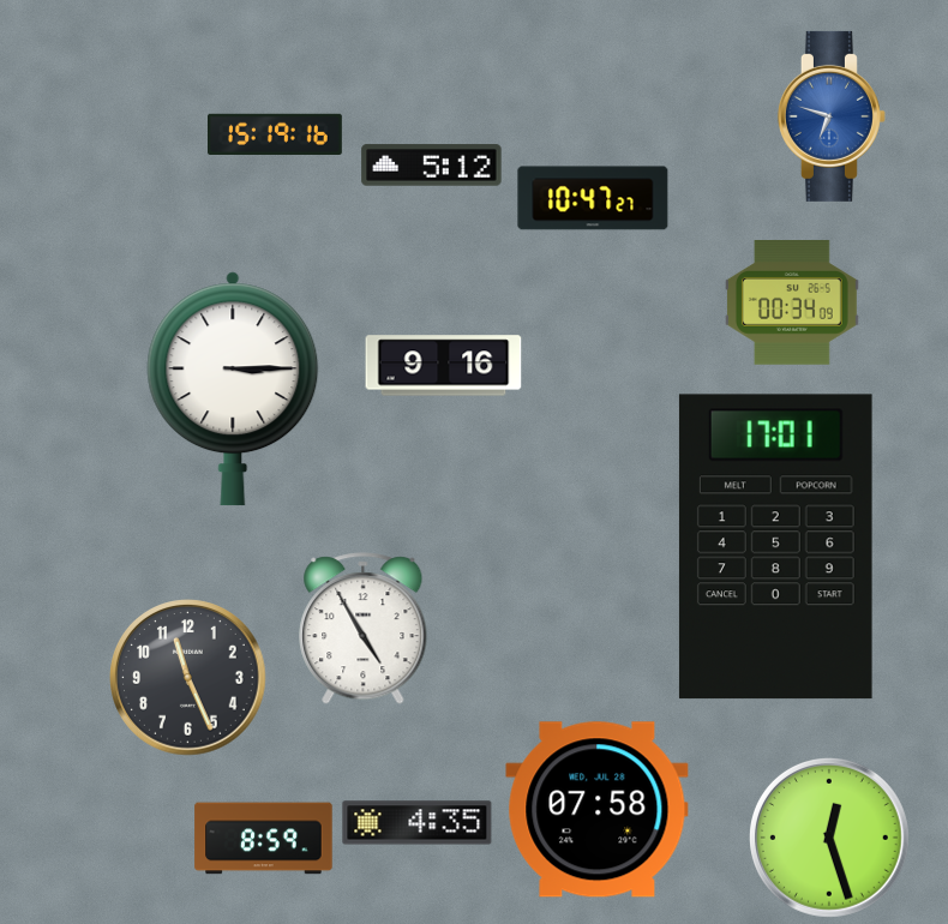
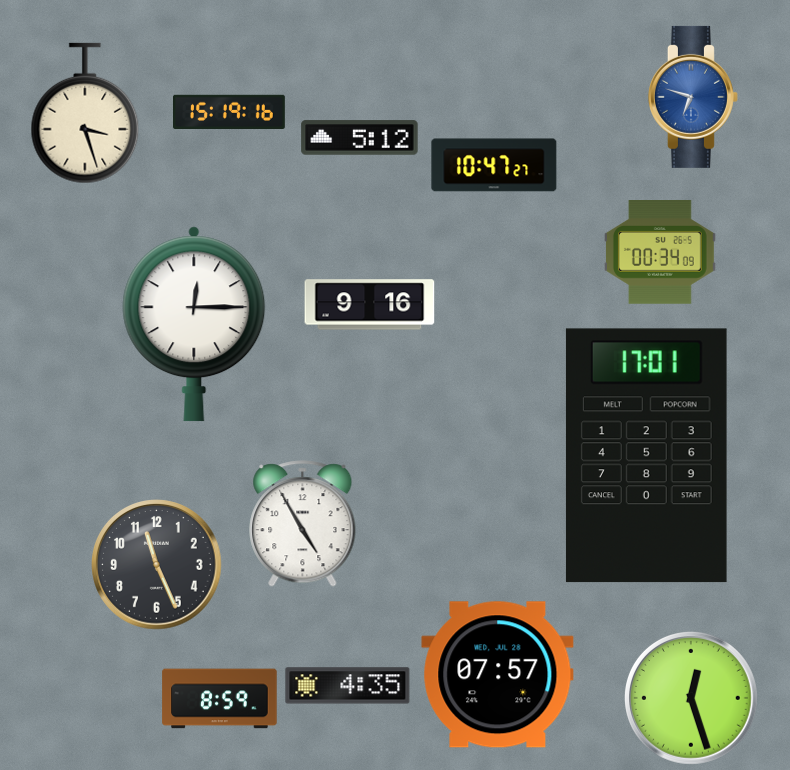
clock at (85, 113): none -> 3:27
clock at (233, 389): 3:15 -> 12:15
clock at (598, 810): 07:58 -> 07:57
